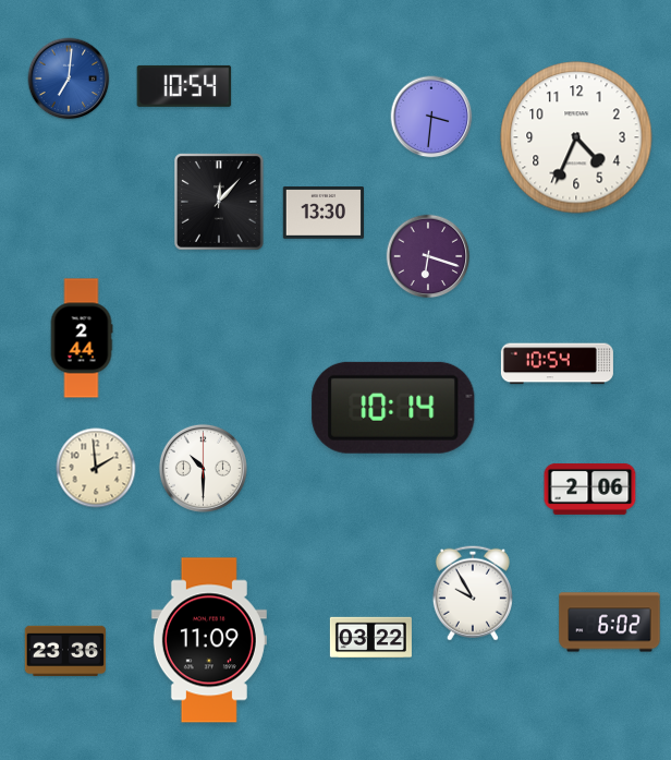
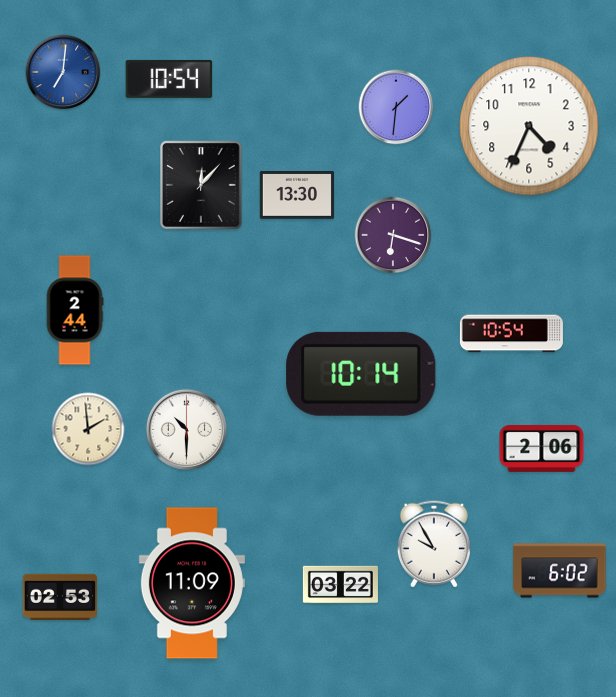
clock at (431, 117): 3:31 -> 1:31
clock at (209, 640) position: (209, 640) -> (192, 583)
clock at (65, 651): 23:36 -> 02:53
